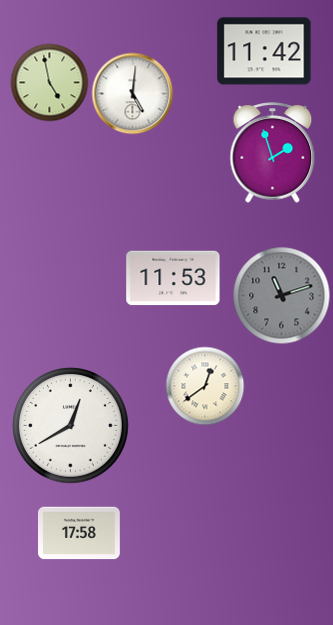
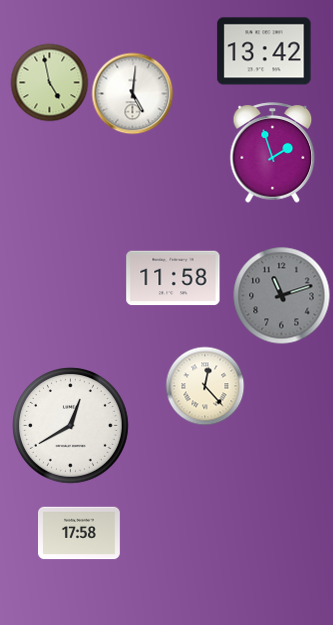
clock at (264, 51): 11:42 -> 13:42
clock at (173, 278): 11:53 -> 11:58
clock at (205, 386): 12:39 -> 12:23
